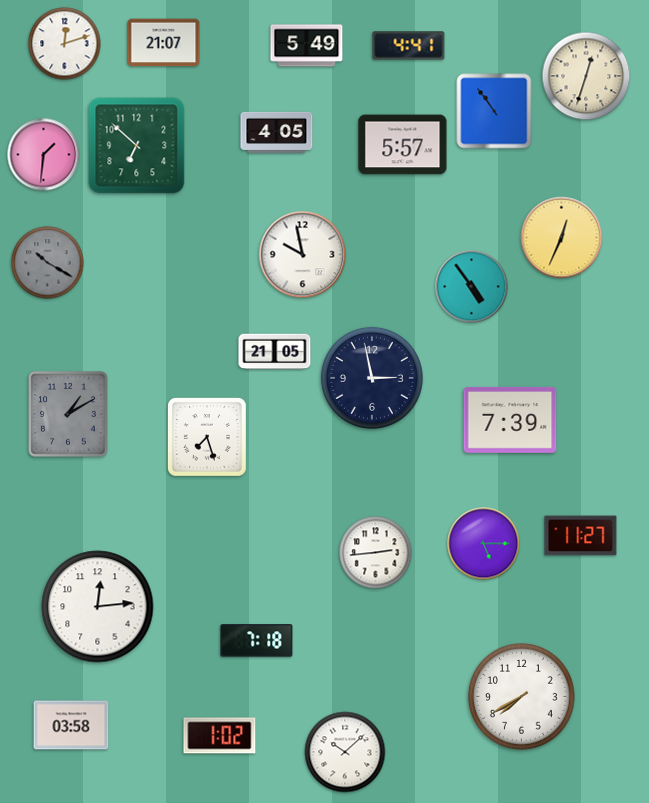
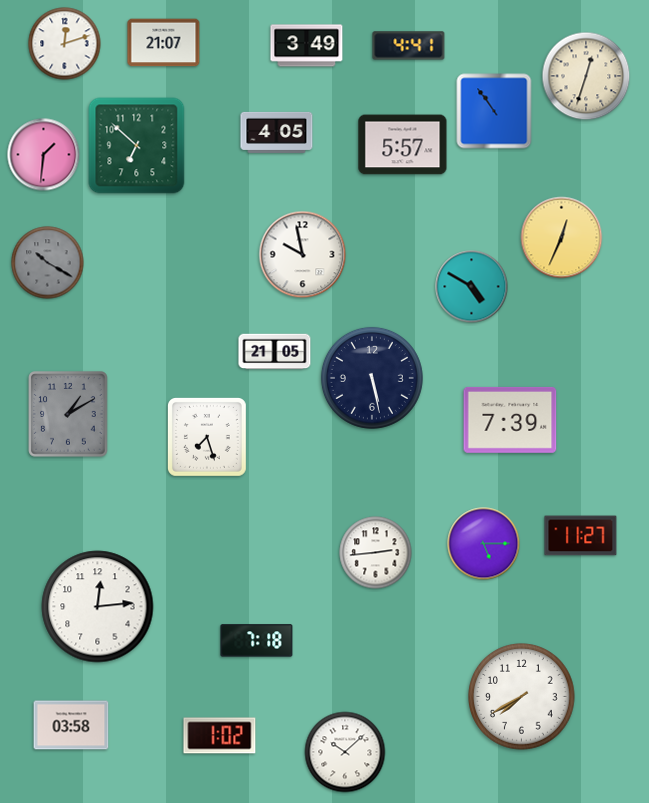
clock at (307, 46): 5:49 -> 3:49
clock at (472, 287): 4:54 -> 4:50
clock at (372, 378): 2:58 -> 5:28
